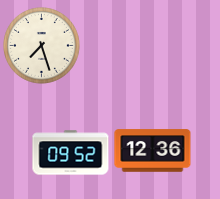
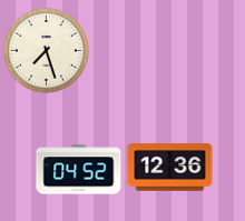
clock at (71, 153): 09:52 -> 04:52
